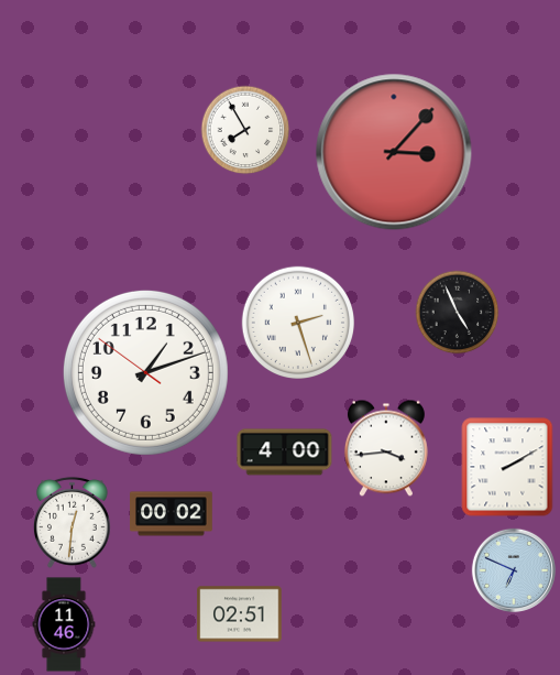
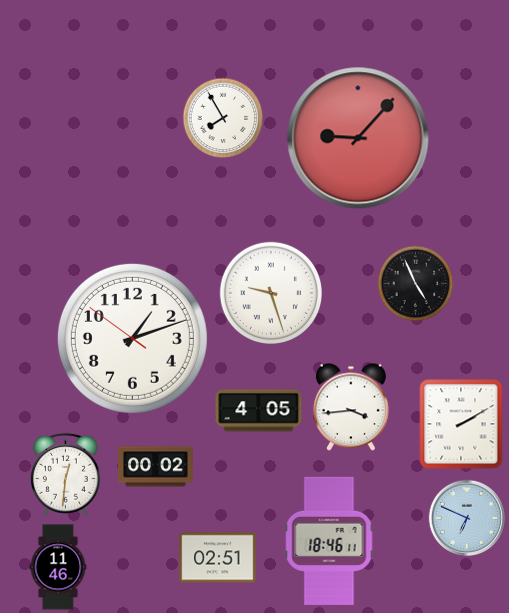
clock at (394, 152): 3:07 -> 9:07
clock at (297, 322): 2:27 -> 9:27
clock at (285, 453): 4:00 -> 4:05
clock at (329, 541): none -> 18:46
